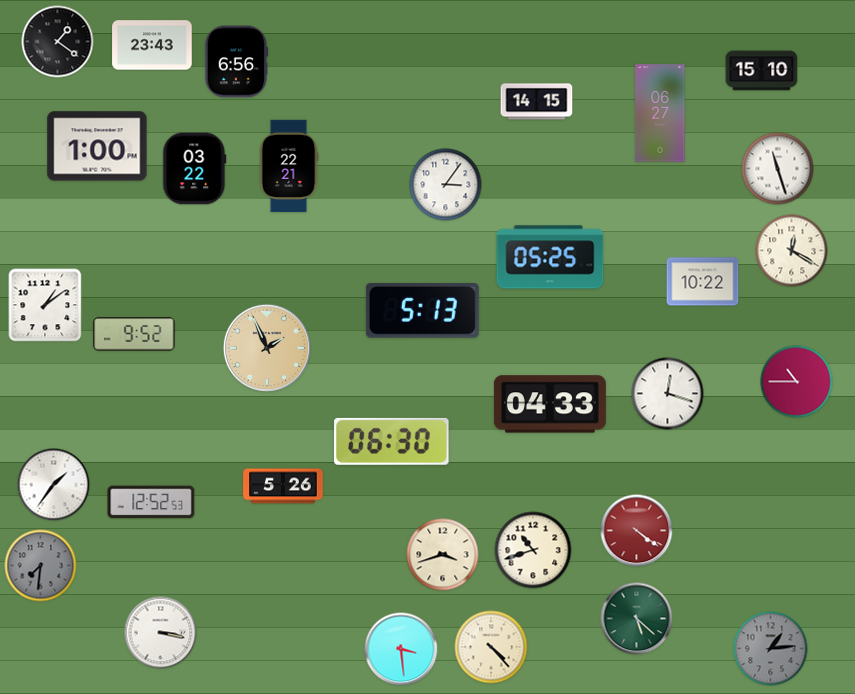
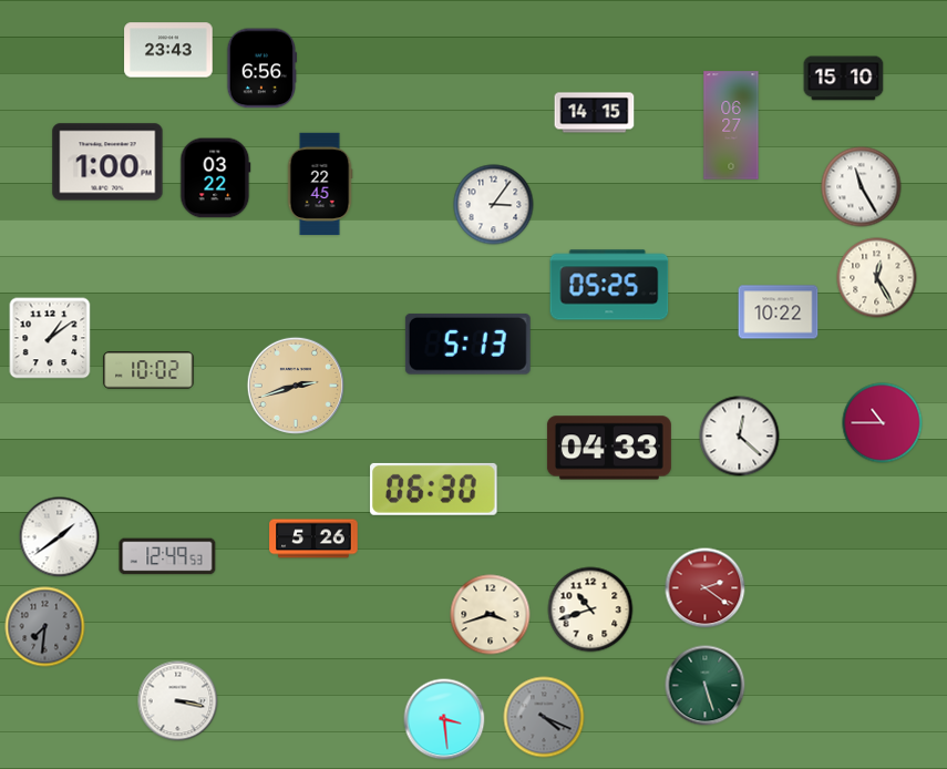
clock at (58, 42): 1:21 -> none
clock at (289, 166): 22:21 -> 22:45
clock at (195, 169) position: (195, 169) -> (216, 178)
clock at (778, 169): 11:27 -> 11:25
clock at (792, 251): 12:20 -> 12:25
clock at (134, 334): 9:52 -> 10:02
clock at (266, 347): 1:56 -> 2:42
clock at (668, 394): 12:18 -> 12:22
clock at (54, 485): 1:36 -> 1:39
clock at (151, 502): 12:52 -> 12:49
clock at (637, 531): 4:21 -> 2:21
clock at (637, 619): 5:22 -> 5:27
clock at (491, 647): 4:23 -> 4:19
clock at (491, 647) dial: cream -> grey
clock at (771, 649): 1:14 -> none
